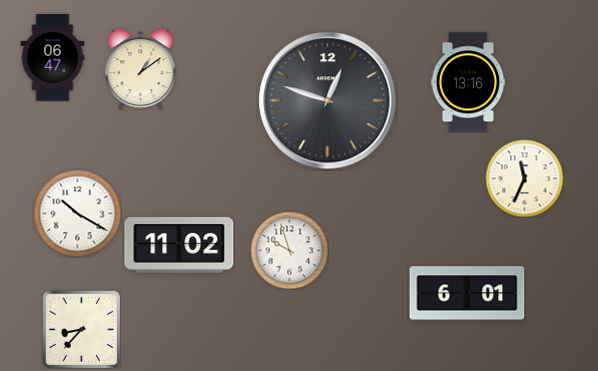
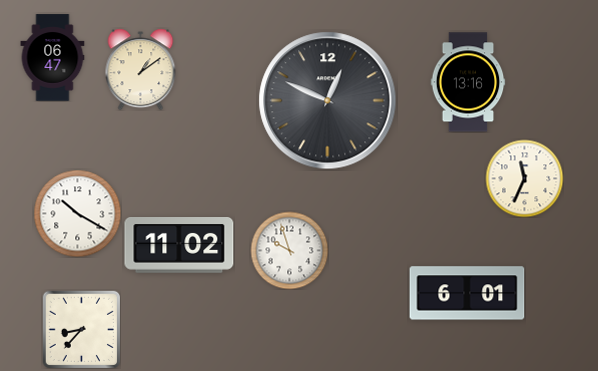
clock at (328, 101): 12:48 -> 12:49
